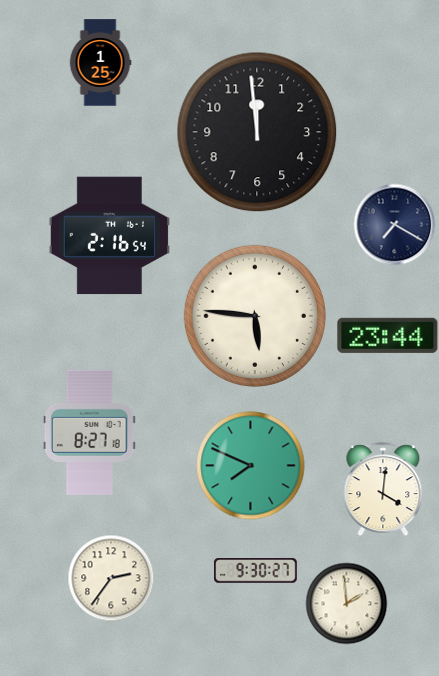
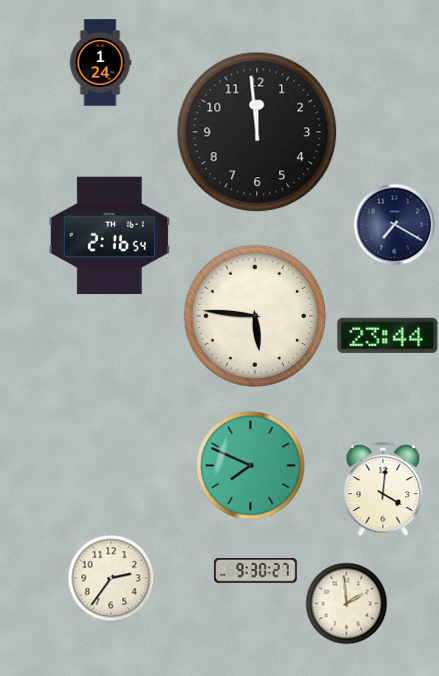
clock at (100, 63): 1:25 -> 1:24
clock at (89, 432): 8:27 -> none
